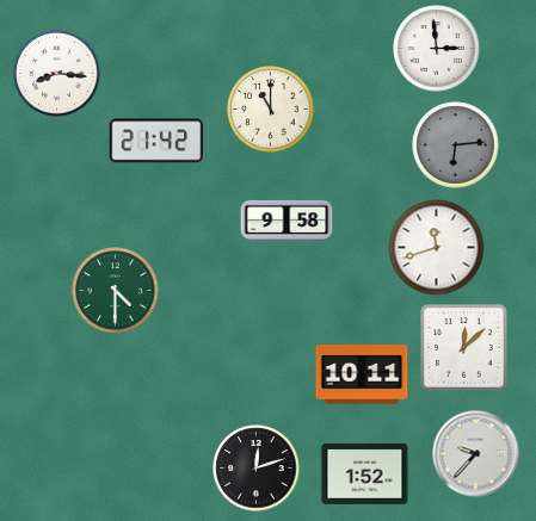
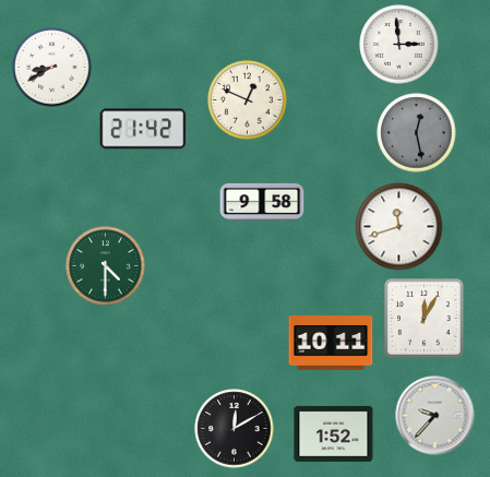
clock at (57, 74): 8:16 -> 8:40
clock at (271, 110): 11:00 -> 12:49
clock at (456, 145): 6:14 -> 12:28
clock at (464, 348): 12:08 -> 12:05
clock at (257, 469): 12:12 -> 12:10
